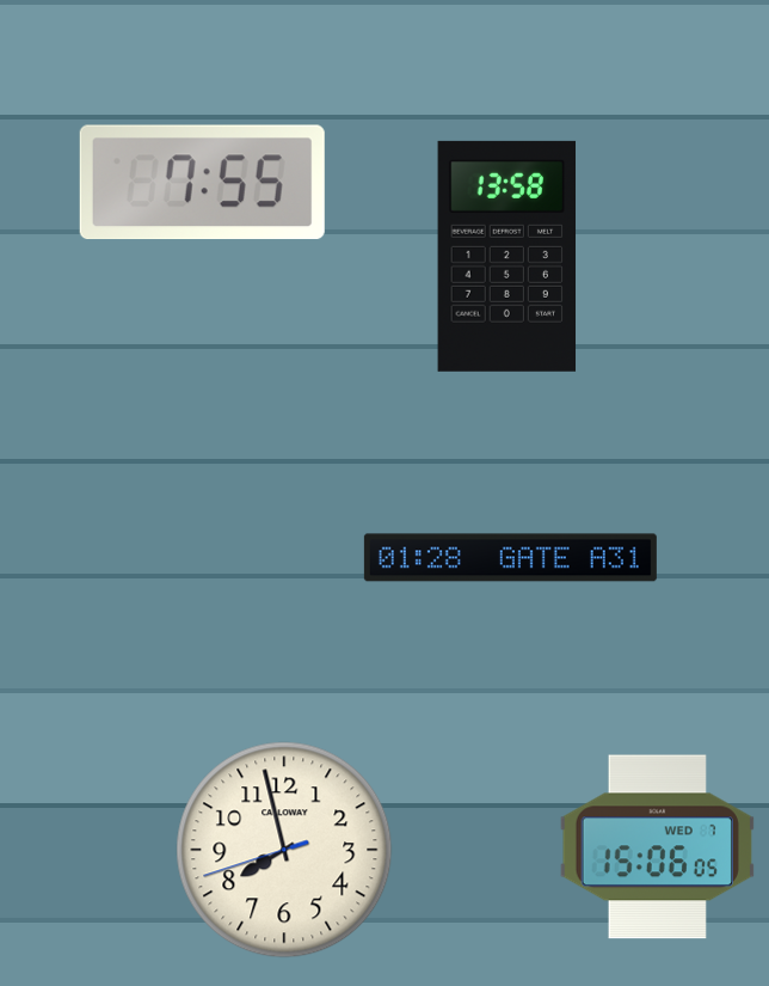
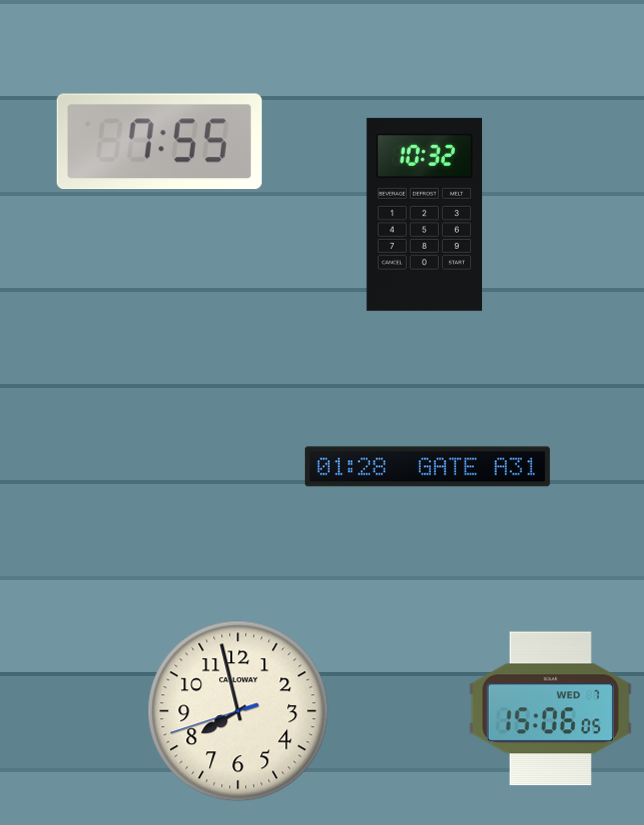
clock at (202, 183) position: (202, 183) -> (159, 142)
clock at (507, 256): 13:58 -> 10:32
